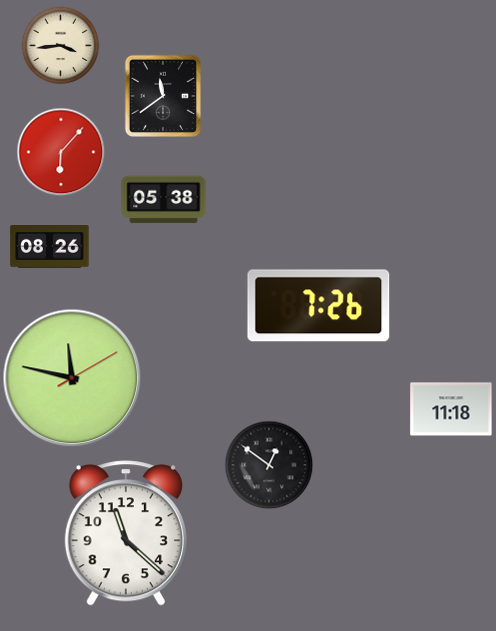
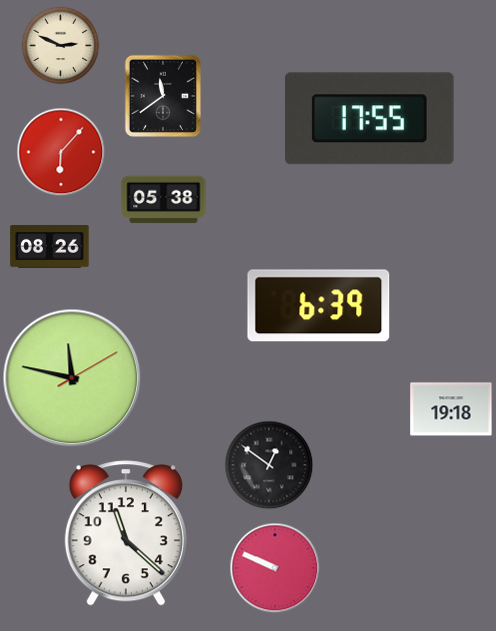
clock at (60, 45): 3:44 -> 2:49
clock at (369, 119): none -> 17:55
clock at (319, 306): 7:26 -> 6:39
clock at (451, 409): 11:18 -> 19:18
clock at (275, 568): none -> 9:49
